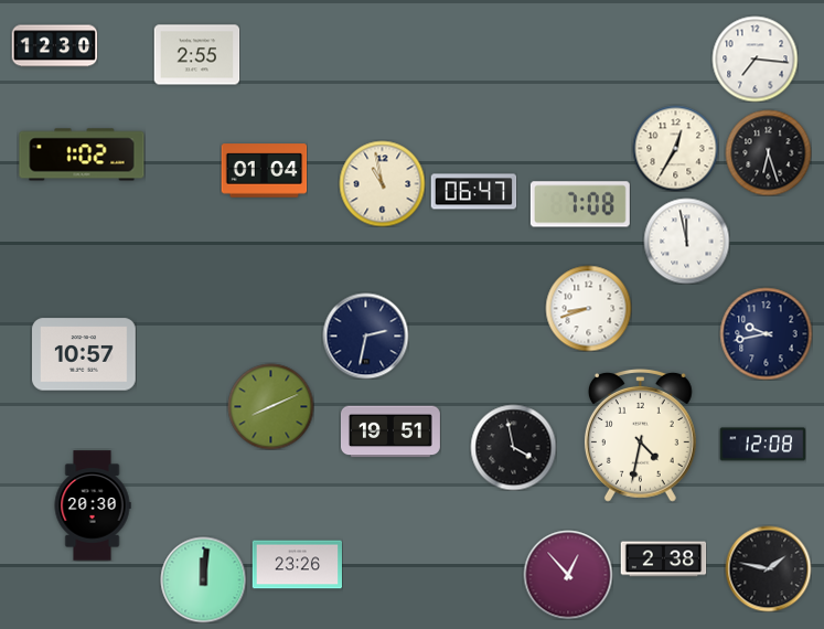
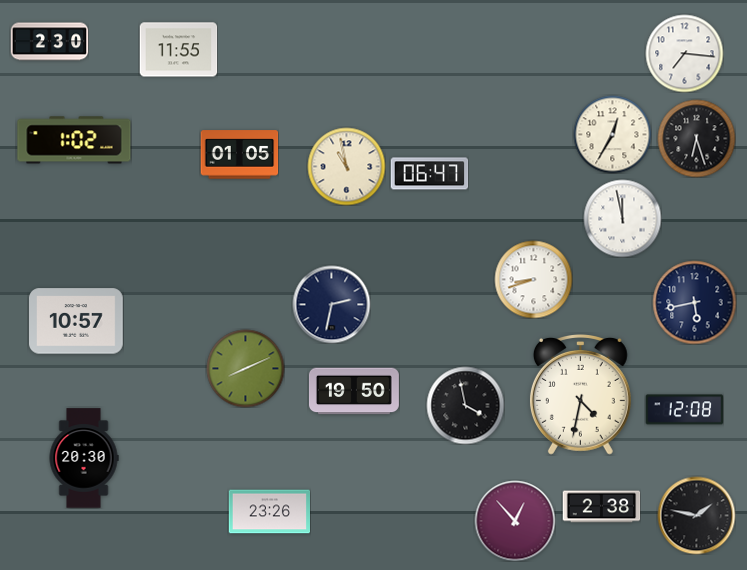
clock at (54, 46): 12:30 -> 2:30
clock at (196, 55): 2:55 -> 11:55
clock at (264, 171): 01:04 -> 01:05
clock at (580, 204): 7:08 -> none
clock at (766, 333): 9:43 -> 5:43
clock at (390, 431): 19:51 -> 19:50
clock at (762, 445) position: (762, 445) -> (684, 410)
clock at (203, 579): 12:01 -> none
